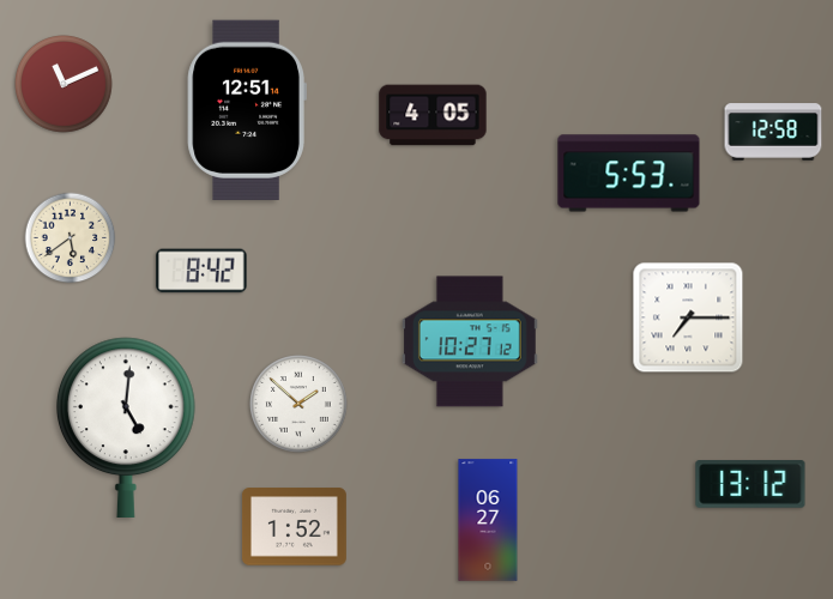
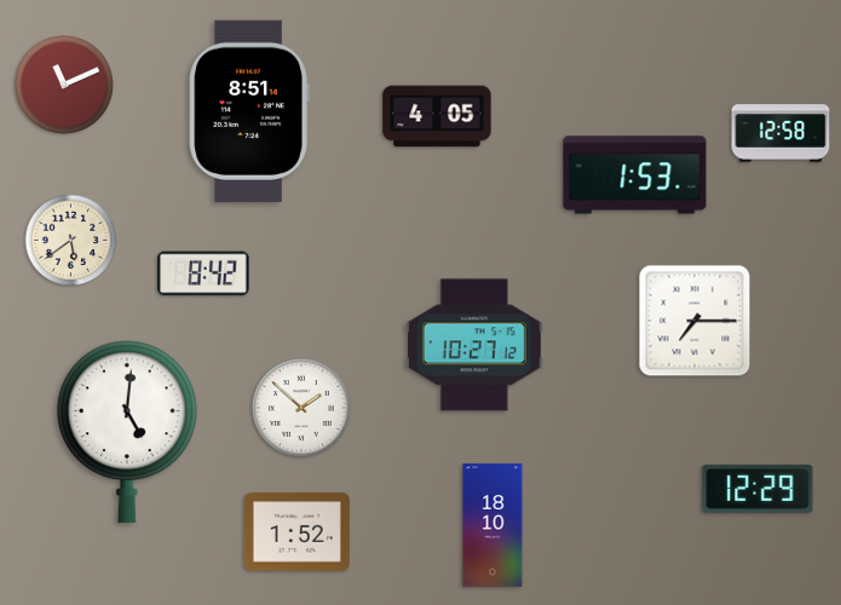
clock at (247, 110): 12:51 -> 8:51
clock at (629, 174): 5:53 -> 1:53
clock at (750, 484): 13:12 -> 12:29
clock at (488, 520): 06:27 -> 18:10
